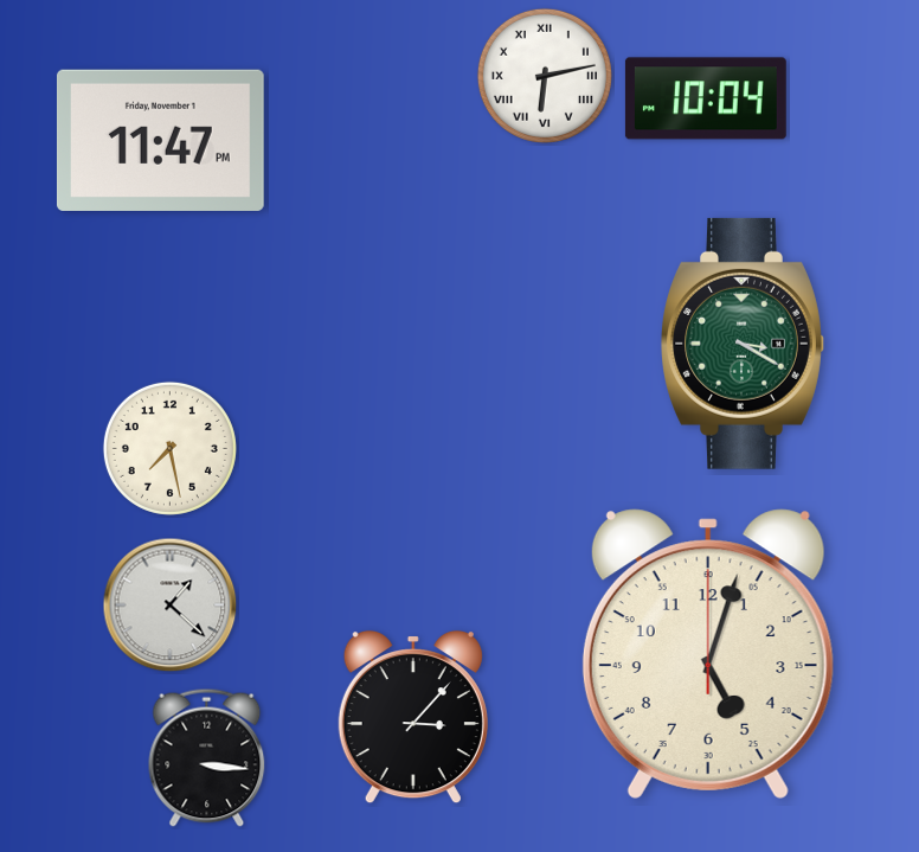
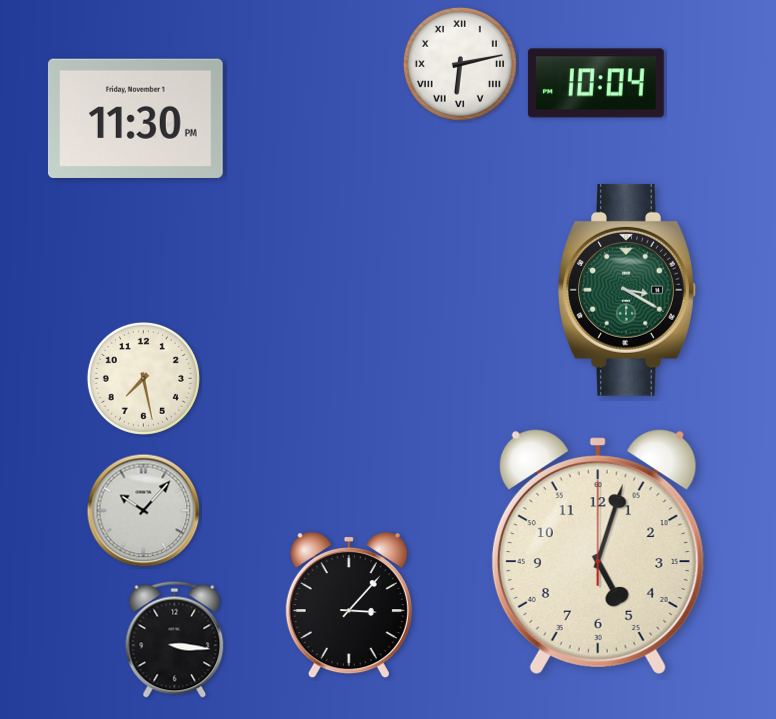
clock at (160, 140): 11:47 -> 11:30
clock at (171, 606): 1:22 -> 10:07
